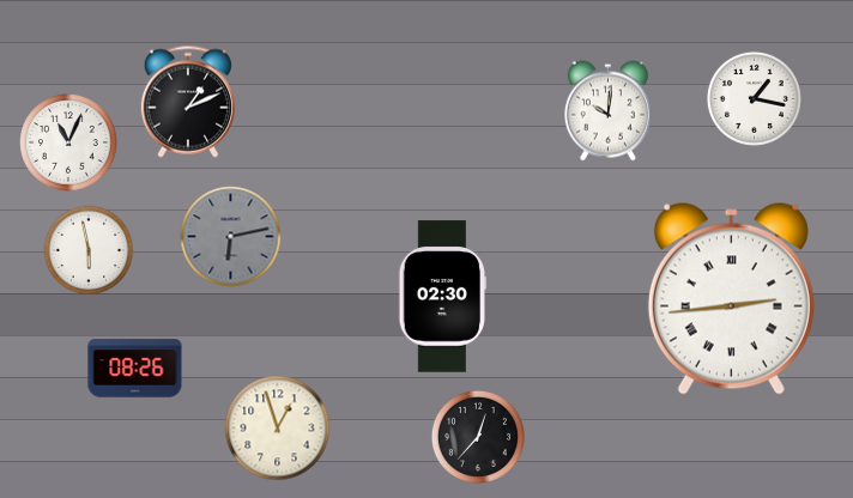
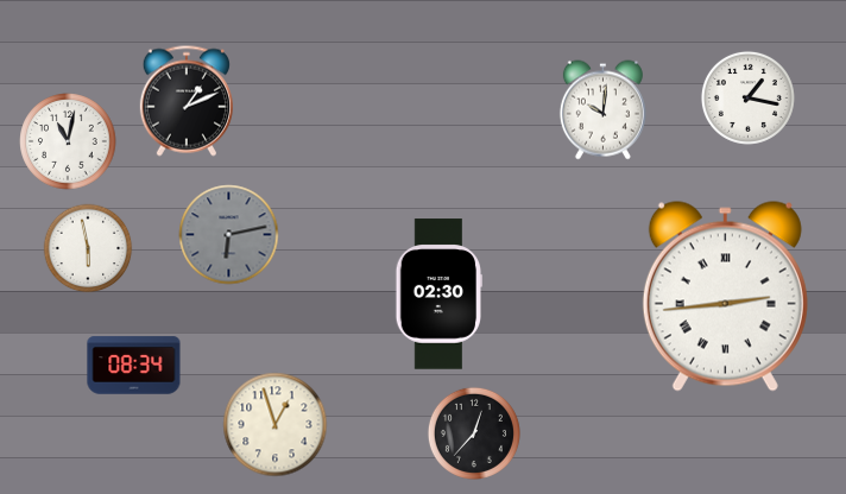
clock at (68, 142): 11:04 -> 11:02
clock at (135, 369): 08:26 -> 08:34
